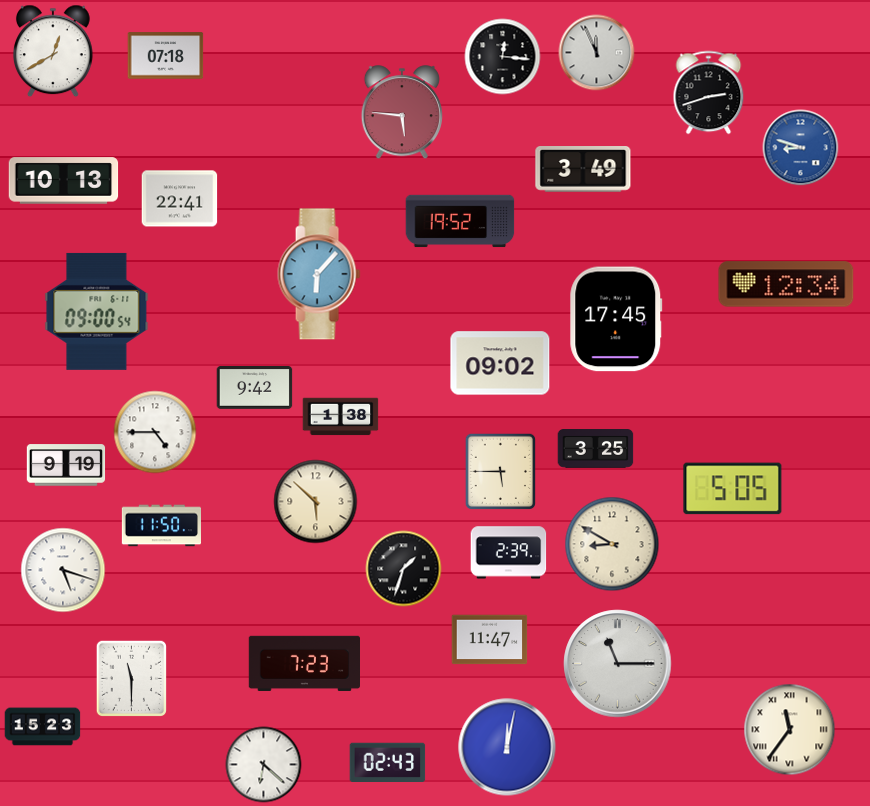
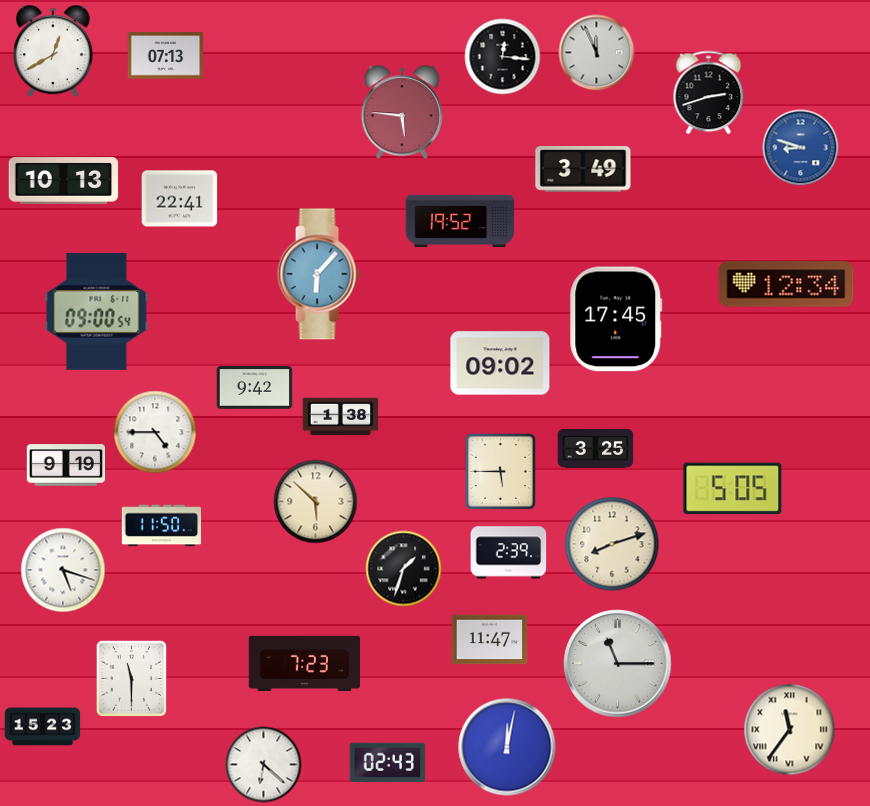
clock at (166, 56): 07:18 -> 07:13
clock at (612, 544): 8:50 -> 8:12
